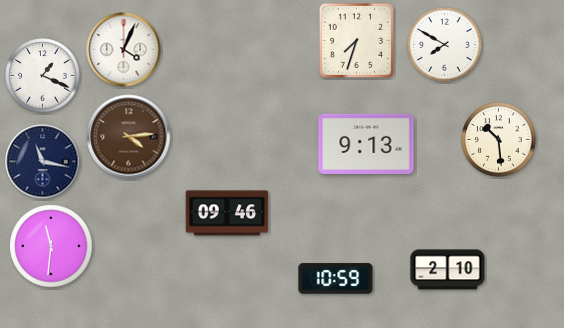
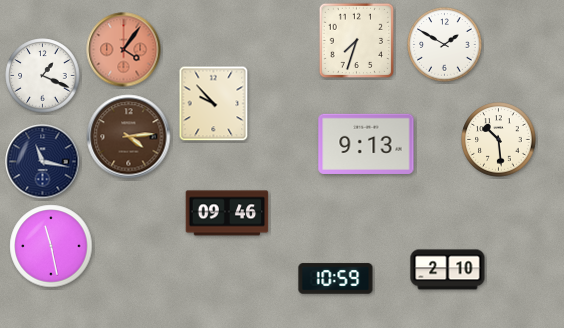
clock at (445, 45): 7:50 -> 1:50
clock at (124, 50): 4:04 -> 4:06
clock at (124, 50) dial: white -> salmon
clock at (214, 104): none -> 9:53
clock at (51, 246): 11:31 -> 11:28
